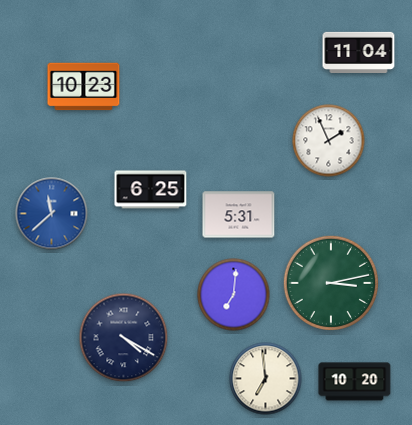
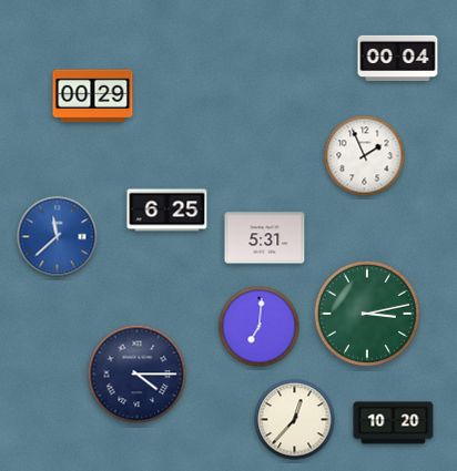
clock at (359, 52): 11:04 -> 00:04
clock at (84, 87): 10:23 -> 00:29
clock at (124, 338): 4:20 -> 4:15
clock at (266, 379): 6:59 -> 12:37
